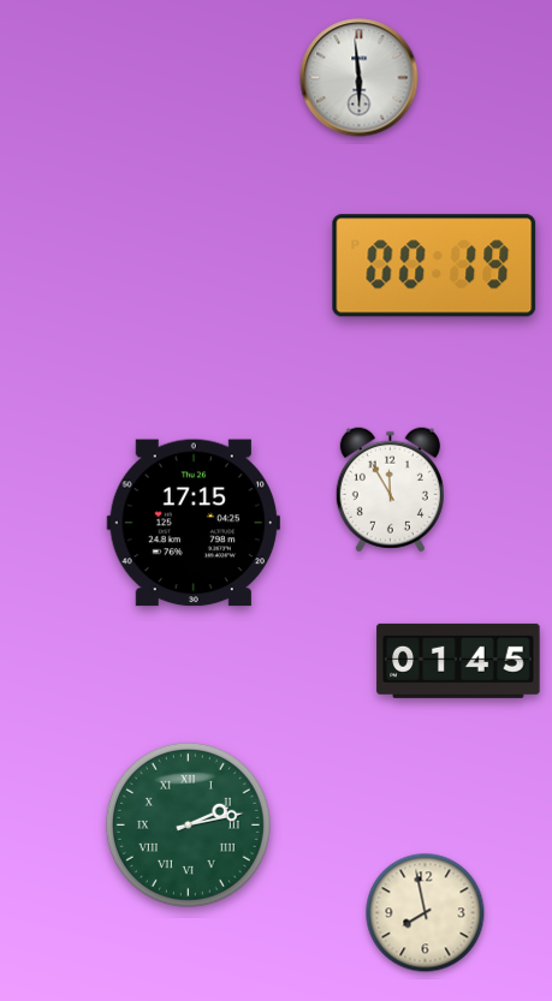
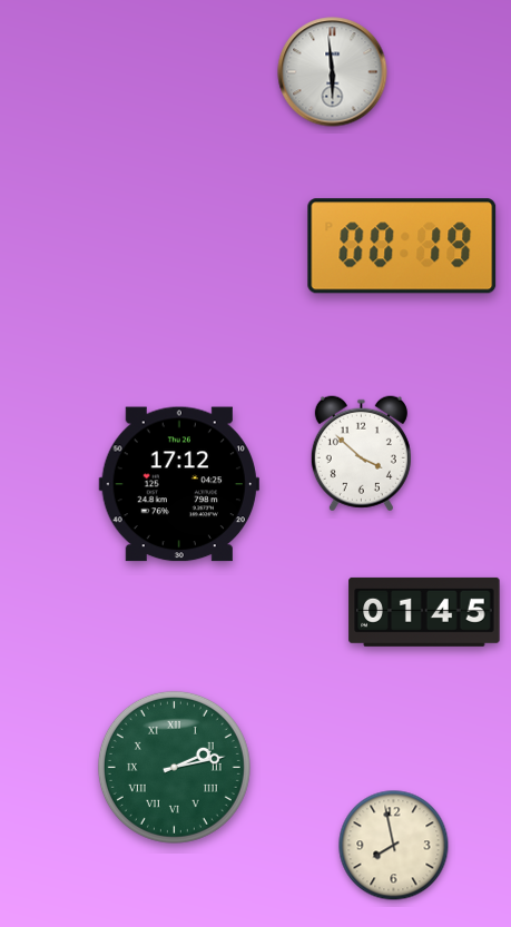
clock at (390, 490): 11:55 -> 3:52
clock at (194, 523): 17:15 -> 17:12
clock at (188, 824) position: (188, 824) -> (174, 767)
